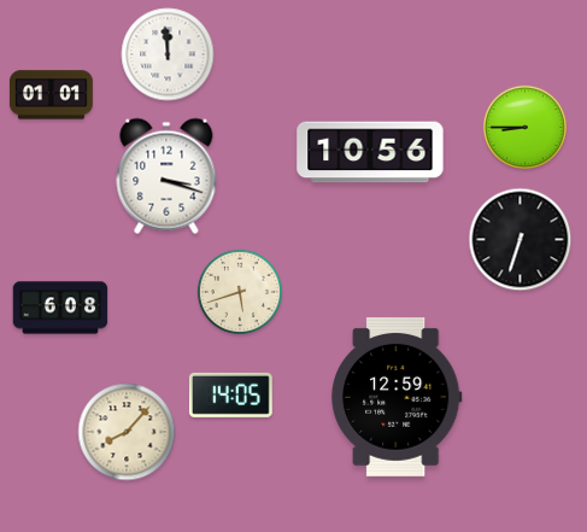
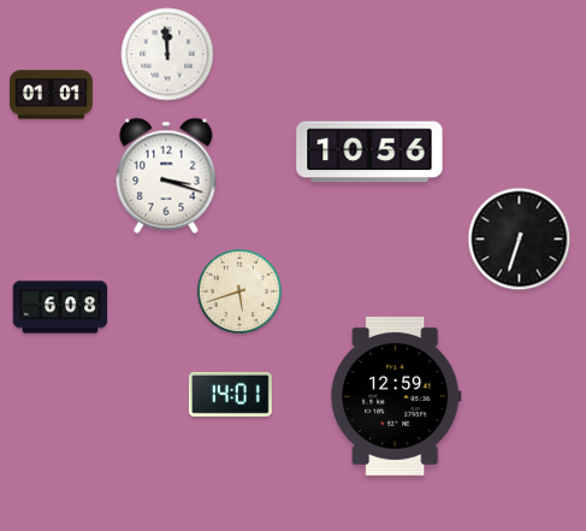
clock at (524, 127): 8:45 -> none
clock at (230, 394): 14:05 -> 14:01
clock at (127, 432): 8:07 -> none
